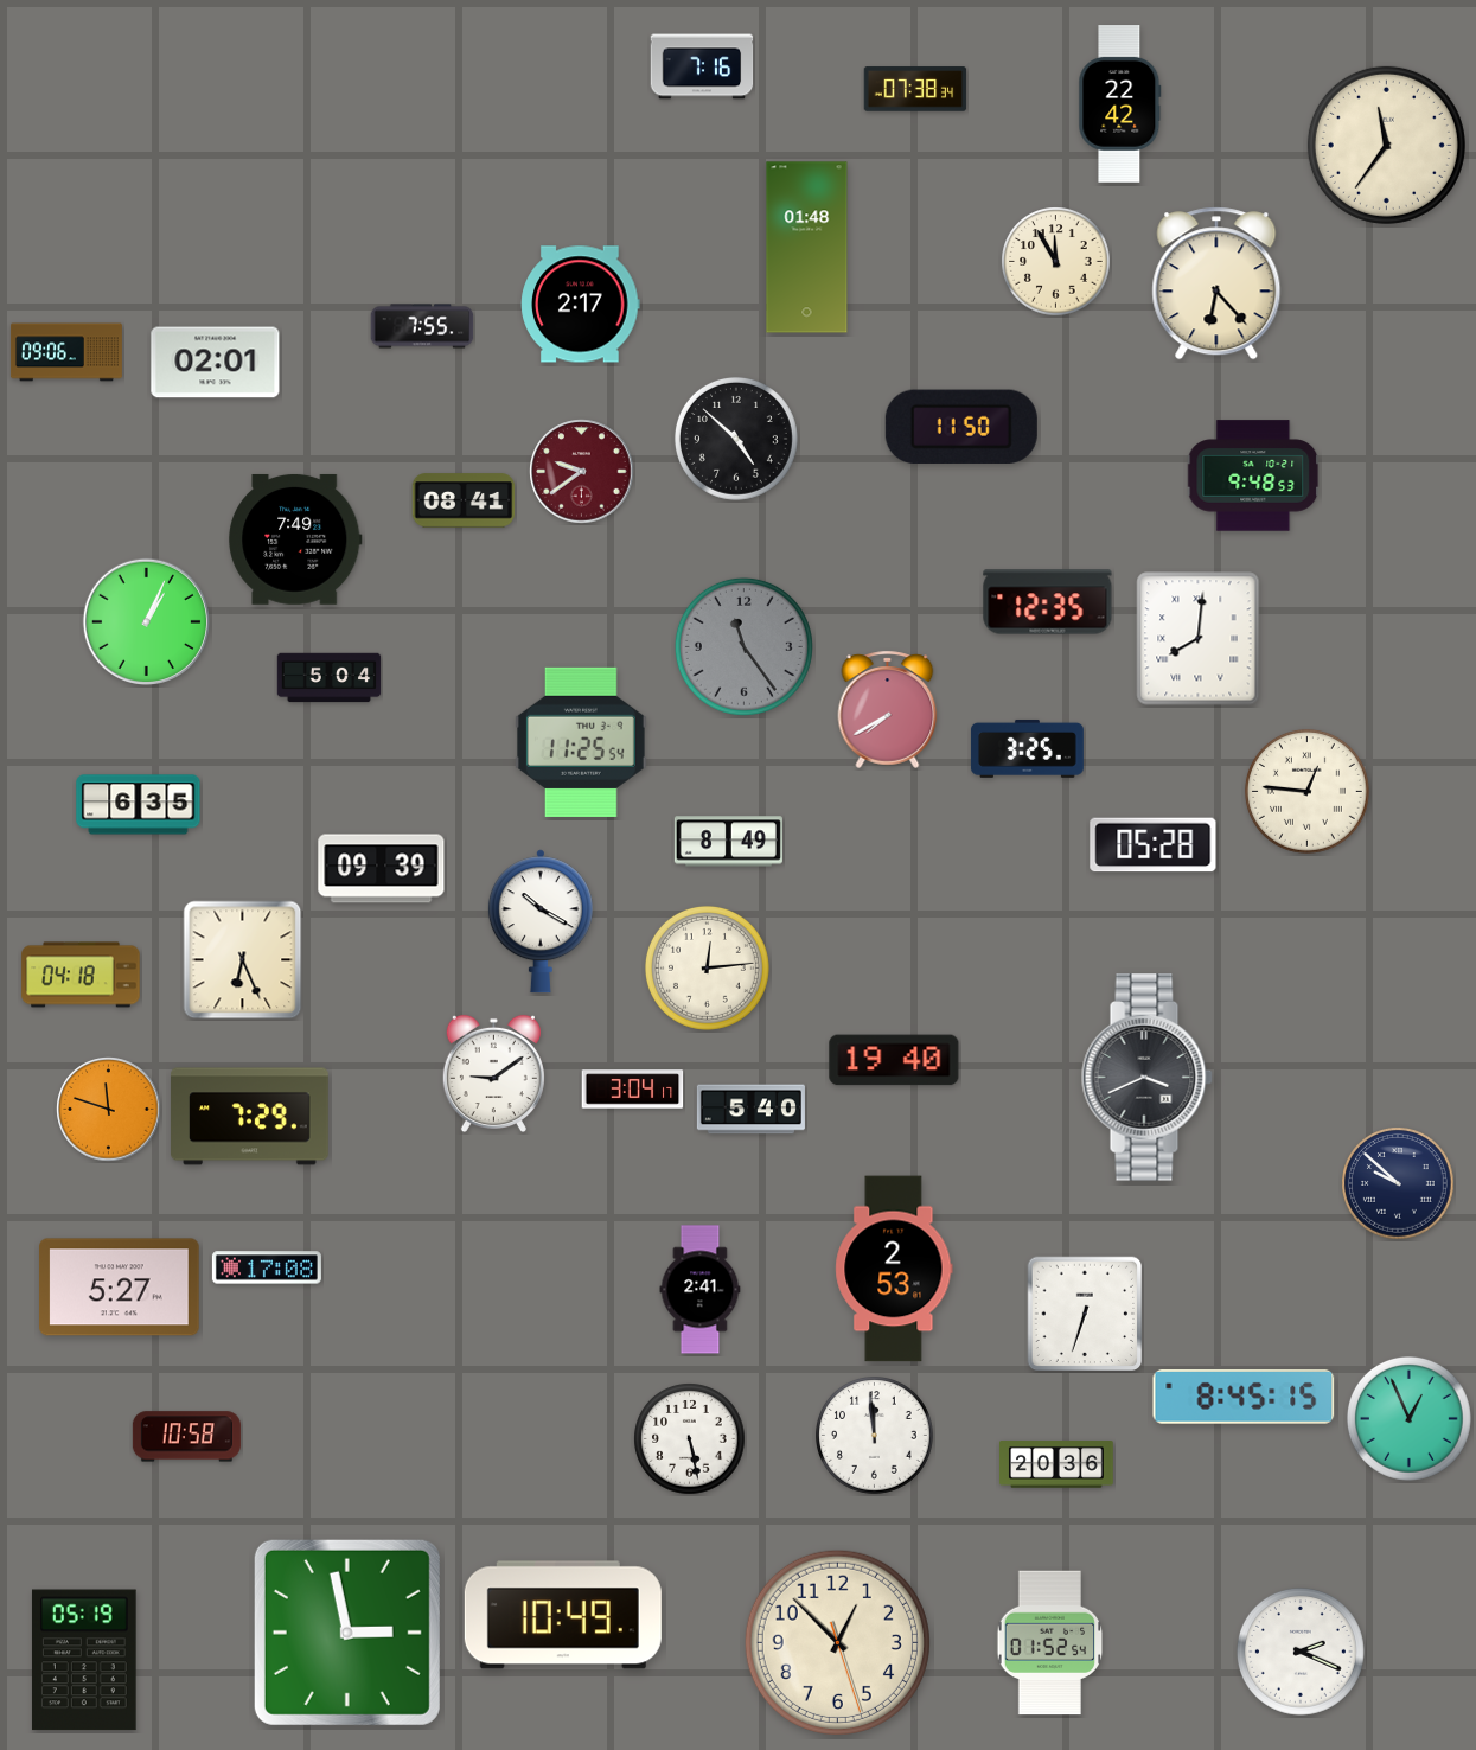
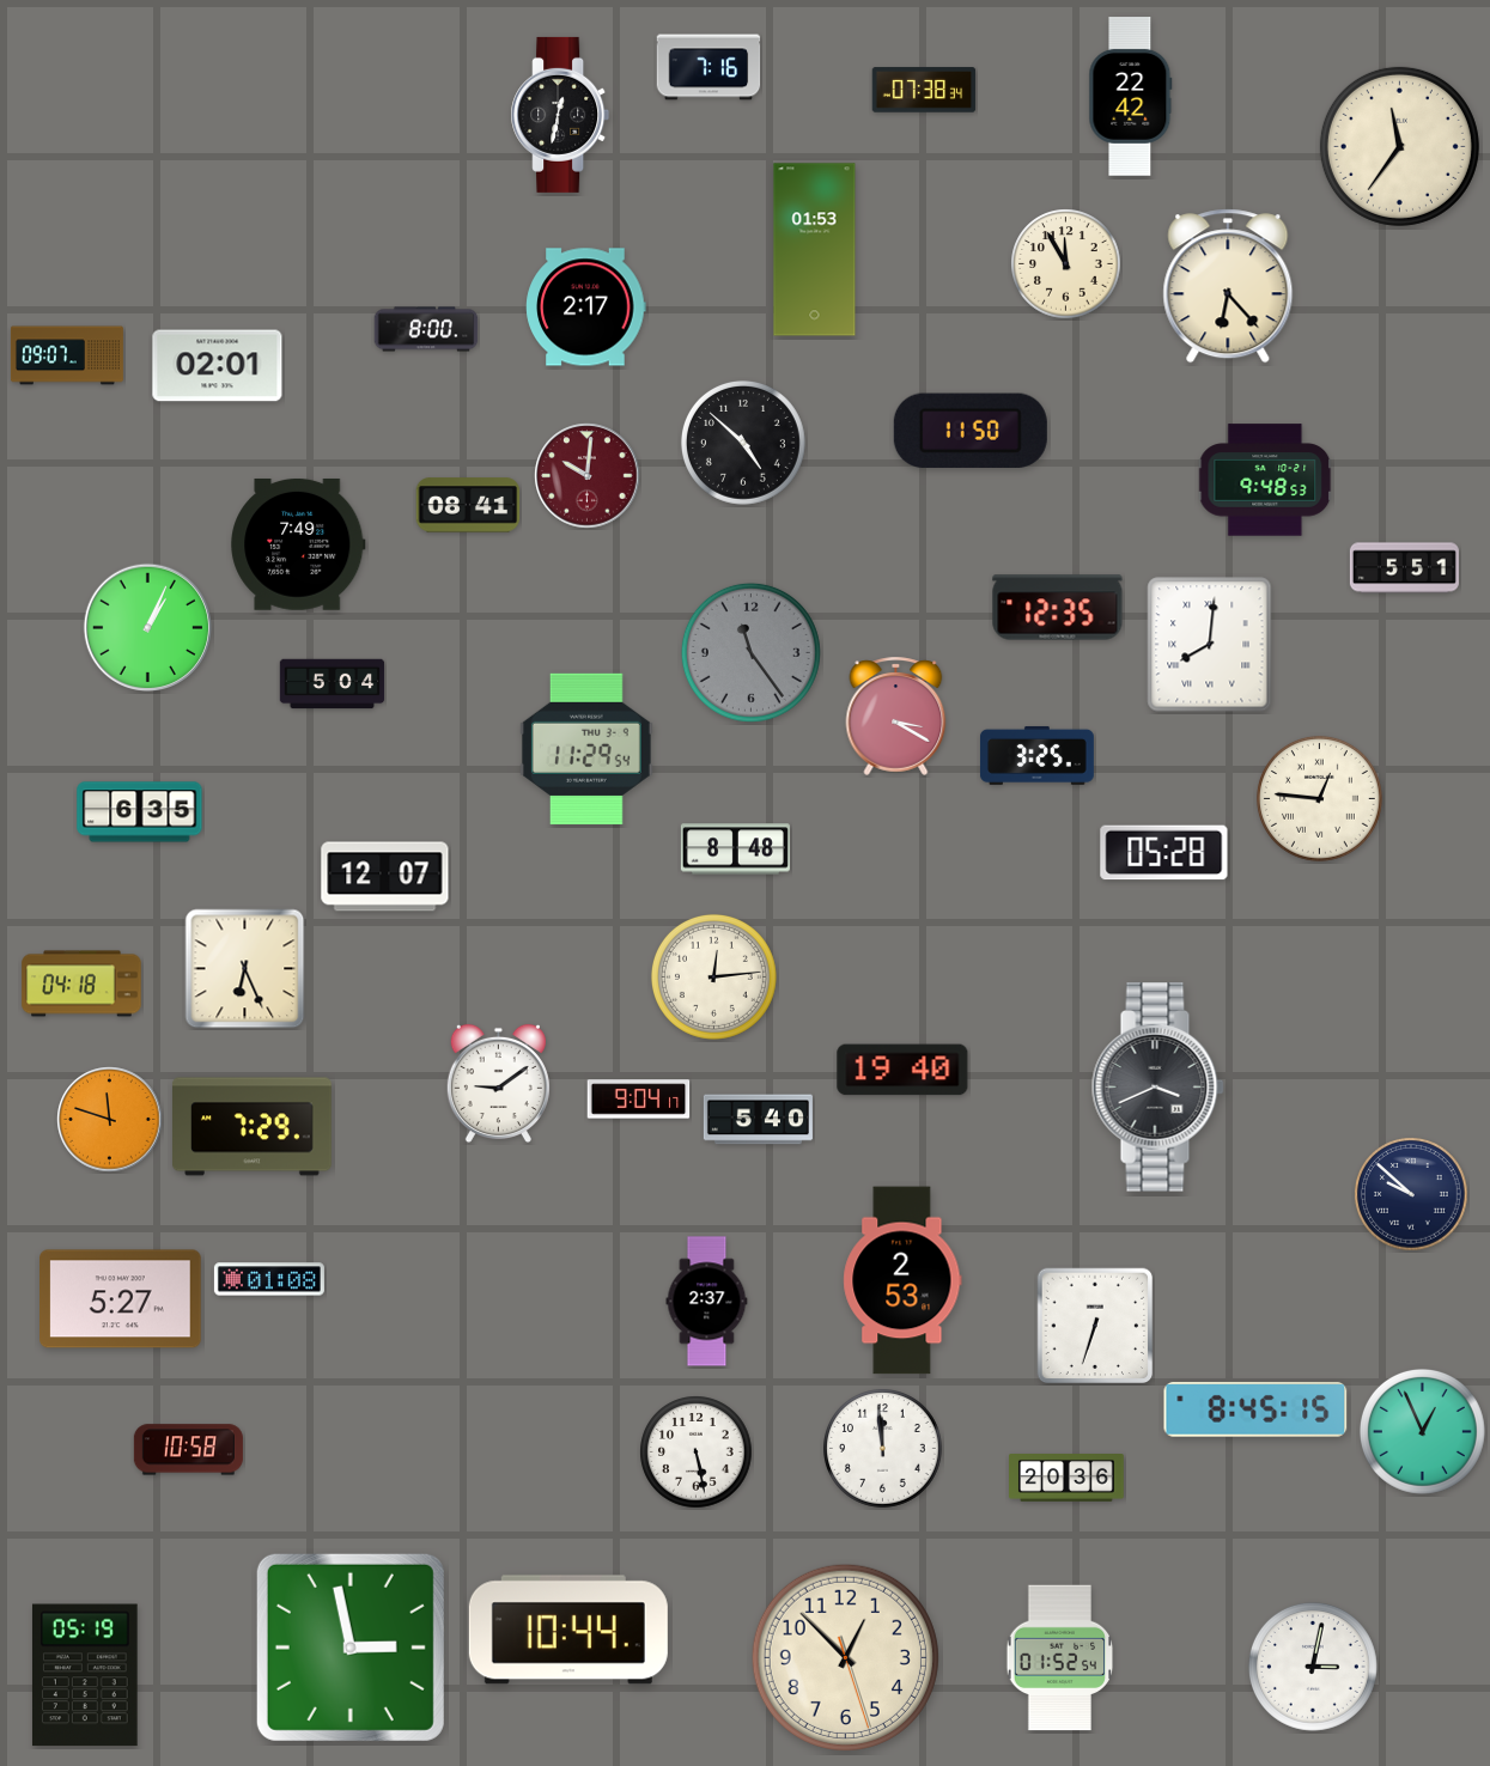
clock at (1120, 104) position: (1120, 104) -> (1131, 97)
clock at (560, 115): none -> 12:32
clock at (807, 248): 01:48 -> 01:53
clock at (422, 326): 7:55 -> 8:00
clock at (66, 352): 09:06 -> 09:07
clock at (582, 472): 9:39 -> 10:01
clock at (1404, 568): none -> 5:51
clock at (888, 709): 7:40 -> 3:20
clock at (581, 742): 11:25 -> 11:29
clock at (728, 842): 8:49 -> 8:48
clock at (382, 869): 09:39 -> 12:07
clock at (541, 921): 10:20 -> none
clock at (633, 1090): 3:04 -> 9:04
clock at (267, 1267): 17:08 -> 01:08
clock at (701, 1290): 2:41 -> 2:37
clock at (563, 1615): 10:49 -> 10:44
clock at (1301, 1652): 2:19 -> 3:02
